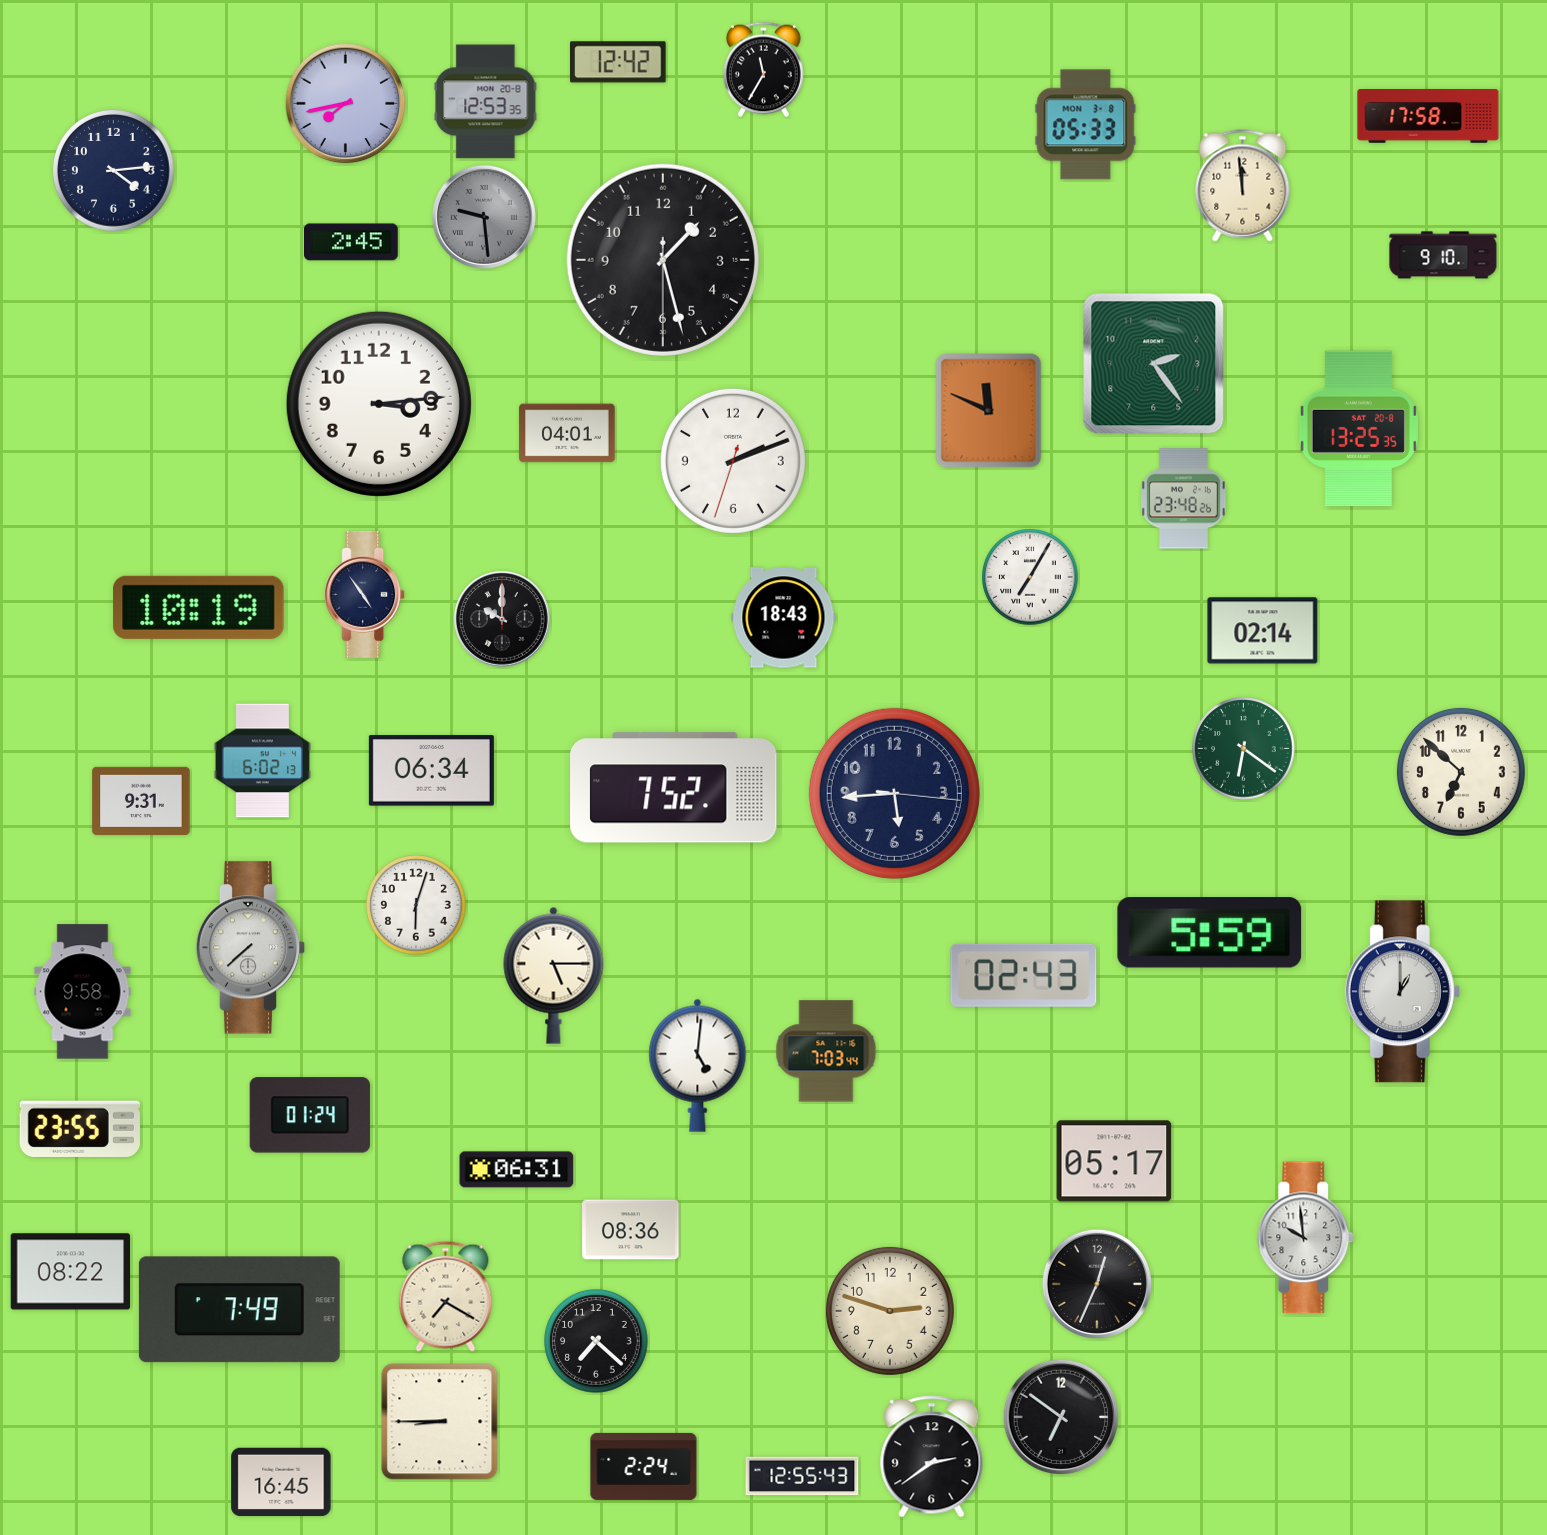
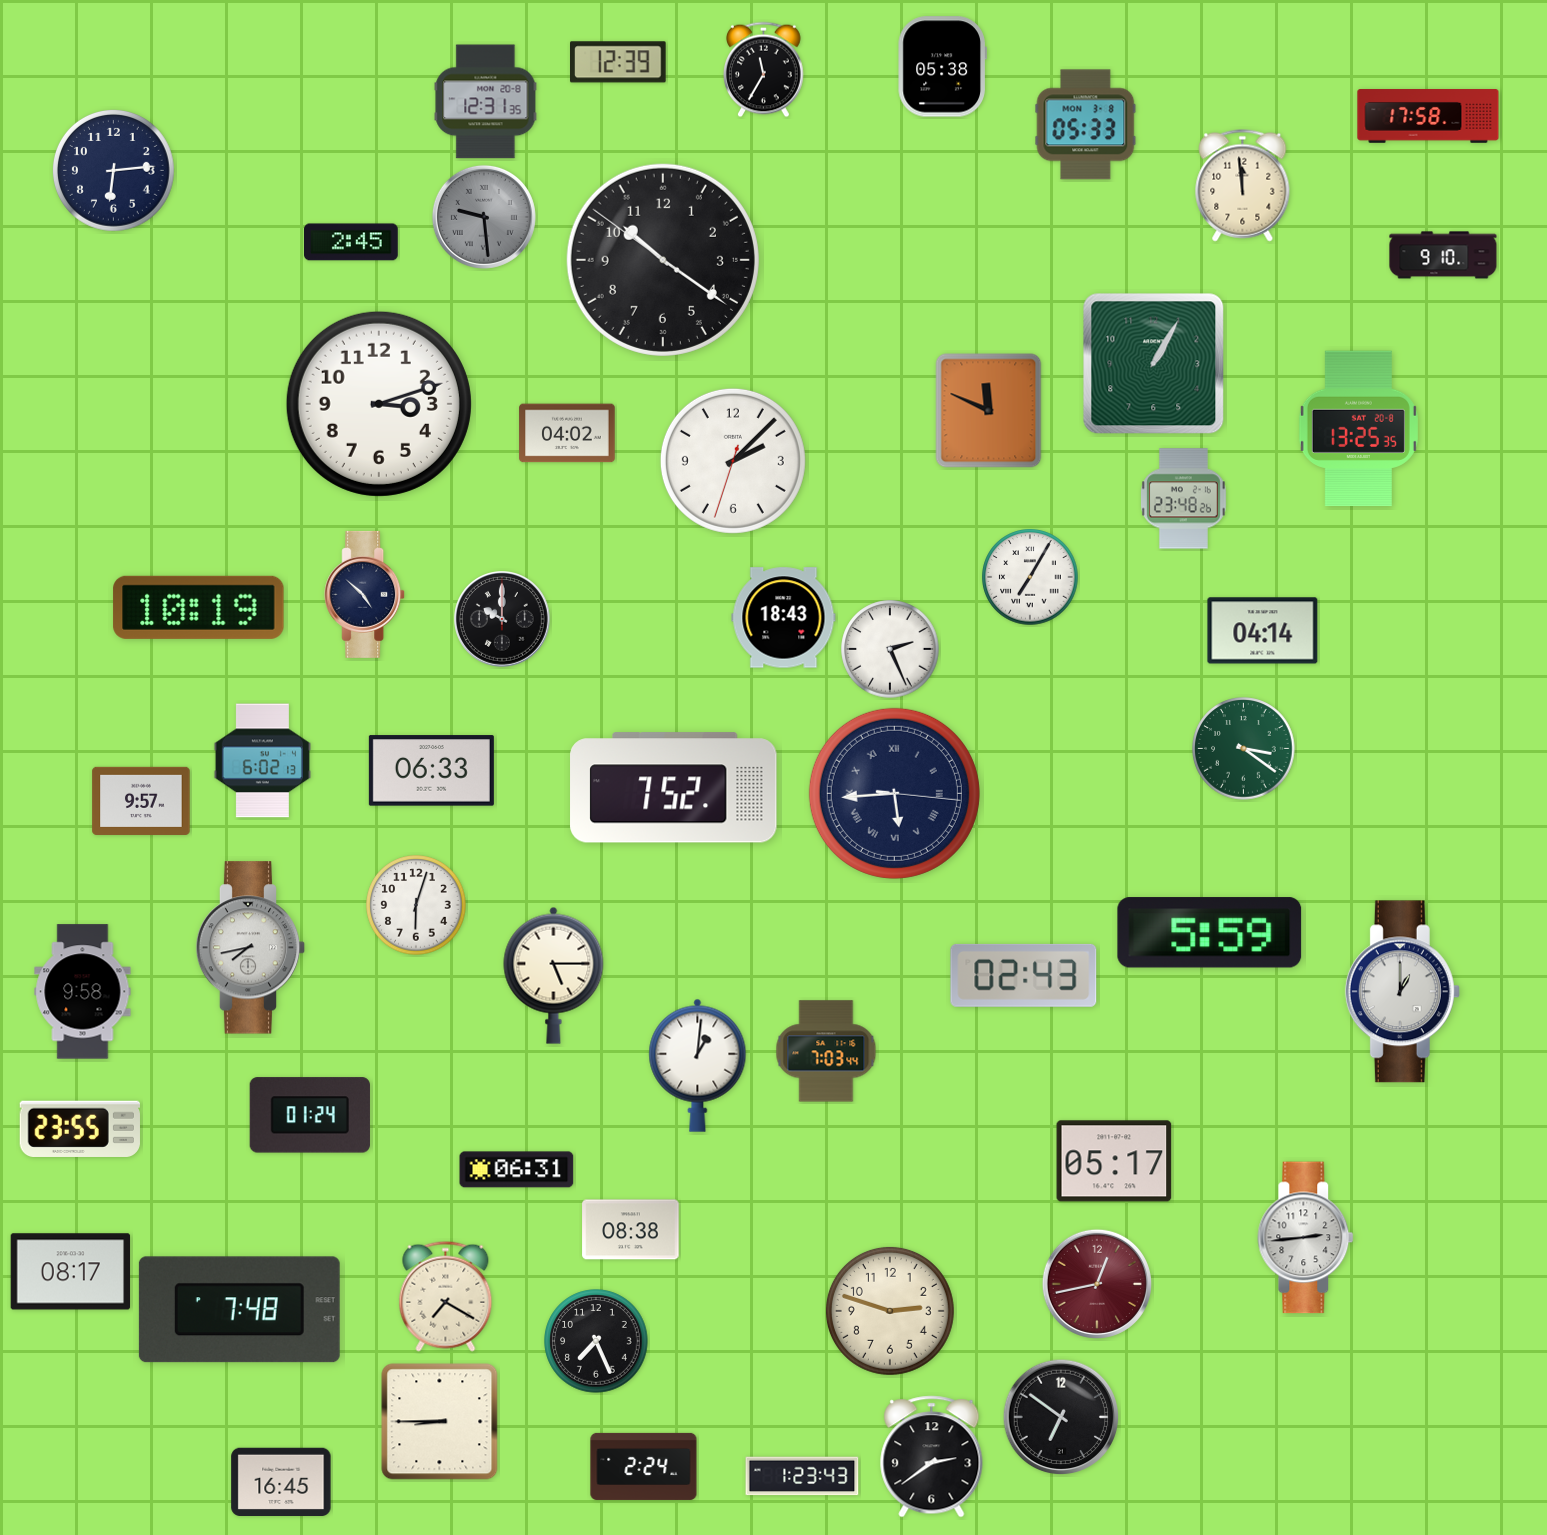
clock at (619, 62): 12:42 -> 12:39
clock at (942, 67): none -> 05:38
clock at (486, 102): 12:53 -> 12:31
clock at (346, 104): 7:43 -> none
clock at (113, 170): 4:14 -> 6:14
clock at (663, 260): 1:27 -> 10:20
clock at (1154, 364): 2:24 -> 1:05
clock at (379, 404): 3:14 -> 3:12
clock at (567, 433): 04:01 -> 04:02
clock at (733, 461): 2:11 -> 2:07
clock at (365, 594): 4:54 -> 4:52
clock at (1263, 631): 02:14 -> 04:14
clock at (890, 649): none -> 2:26
clock at (1244, 749): 6:21 -> 3:21
clock at (431, 771): 06:34 -> 06:33
clock at (1461, 772): 6:52 -> none
clock at (894, 793) numerals: Arabic -> Roman
clock at (141, 801): 9:31 -> 9:57
clock at (251, 948): 7:38 -> 7:43
clock at (698, 1065): 5:01 -> 1:01
clock at (631, 1230): 08:36 -> 08:38
clock at (1306, 1238): 9:59 -> 2:44
clock at (71, 1272): 08:22 -> 08:17
clock at (1097, 1284): 12:34 -> 12:43
clock at (1097, 1284) dial: black -> burgundy
clock at (239, 1310): 7:49 -> 7:48
clock at (596, 1341): 7:22 -> 7:26
clock at (802, 1476): 12:55 -> 1:23
